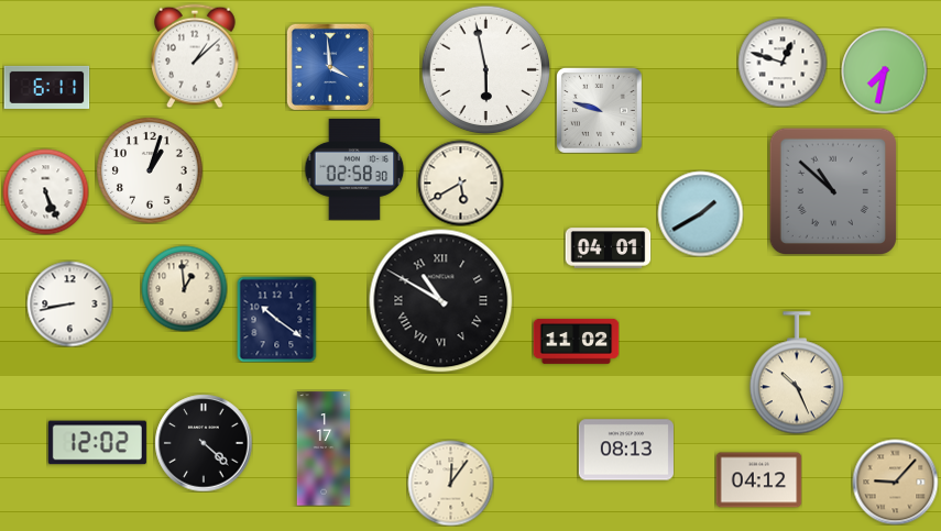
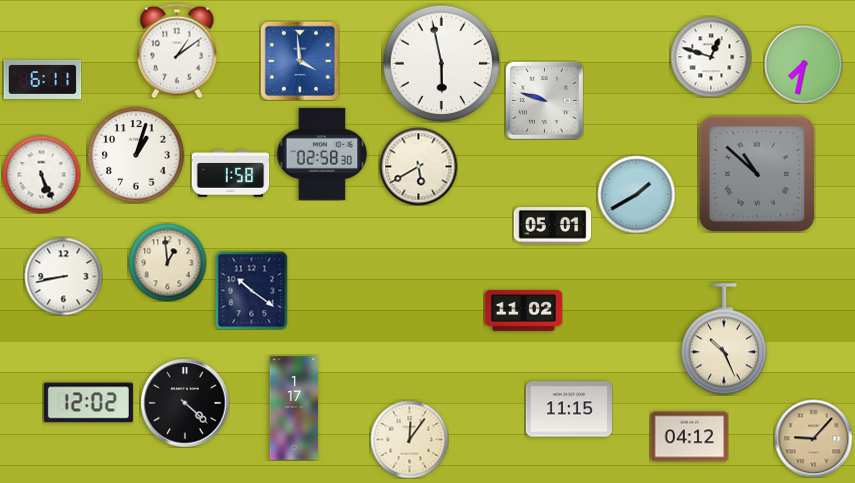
clock at (195, 56): 1:08 -> 1:09
clock at (230, 174): none -> 1:58
clock at (608, 248): 04:01 -> 05:01
clock at (441, 301): 10:50 -> none
clock at (626, 450): 08:13 -> 11:15
